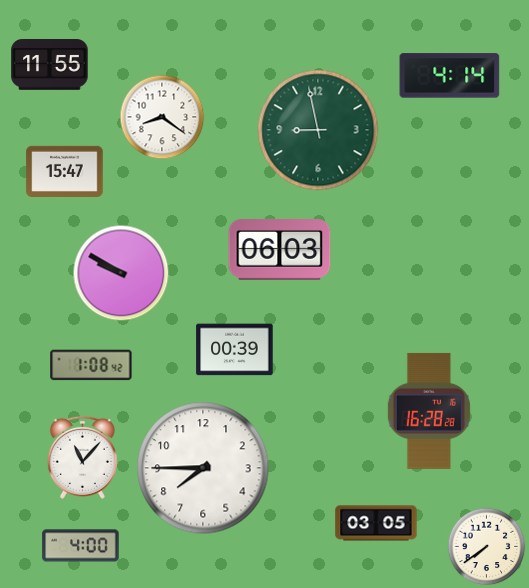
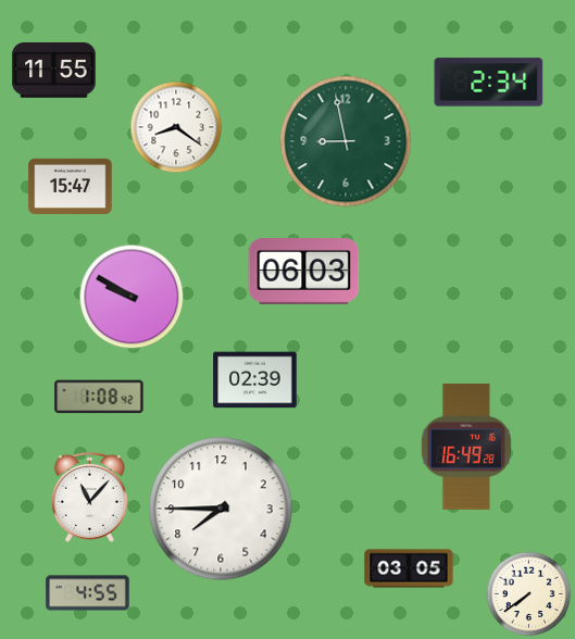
clock at (450, 76): 4:14 -> 2:34
clock at (235, 350): 00:39 -> 02:39
clock at (429, 411): 16:28 -> 16:49
clock at (81, 546): 4:00 -> 4:55
